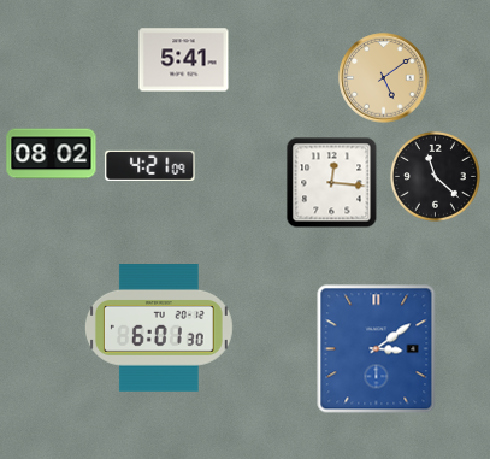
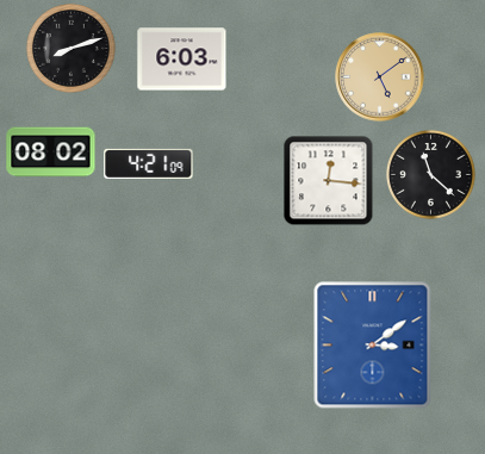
clock at (70, 48): none -> 8:12
clock at (184, 60): 5:41 -> 6:03
clock at (159, 329): 6:01 -> none
